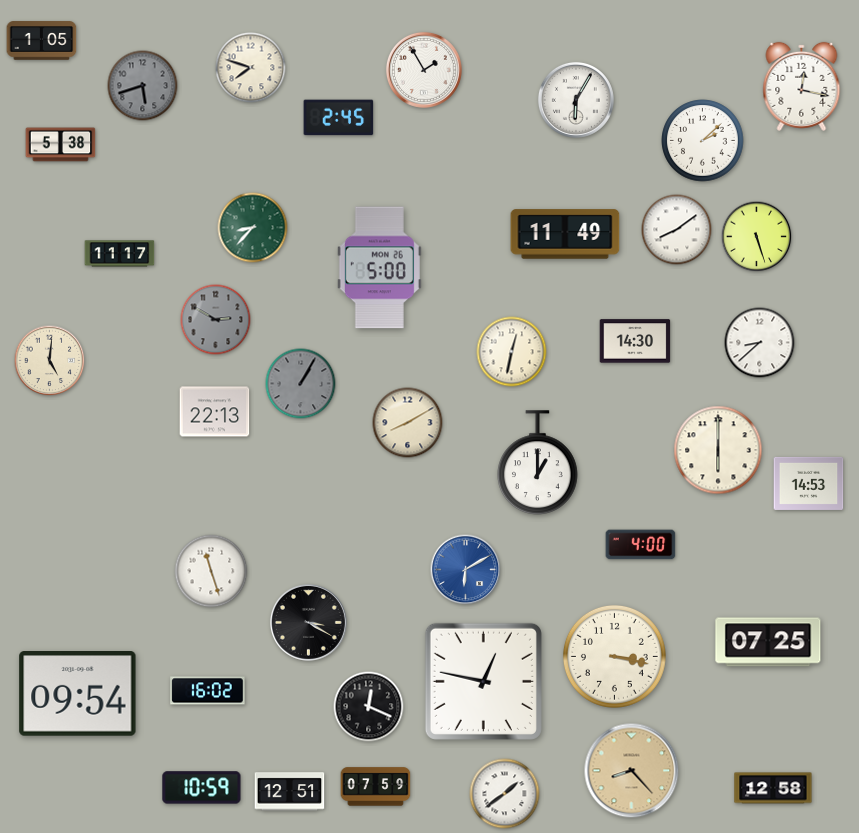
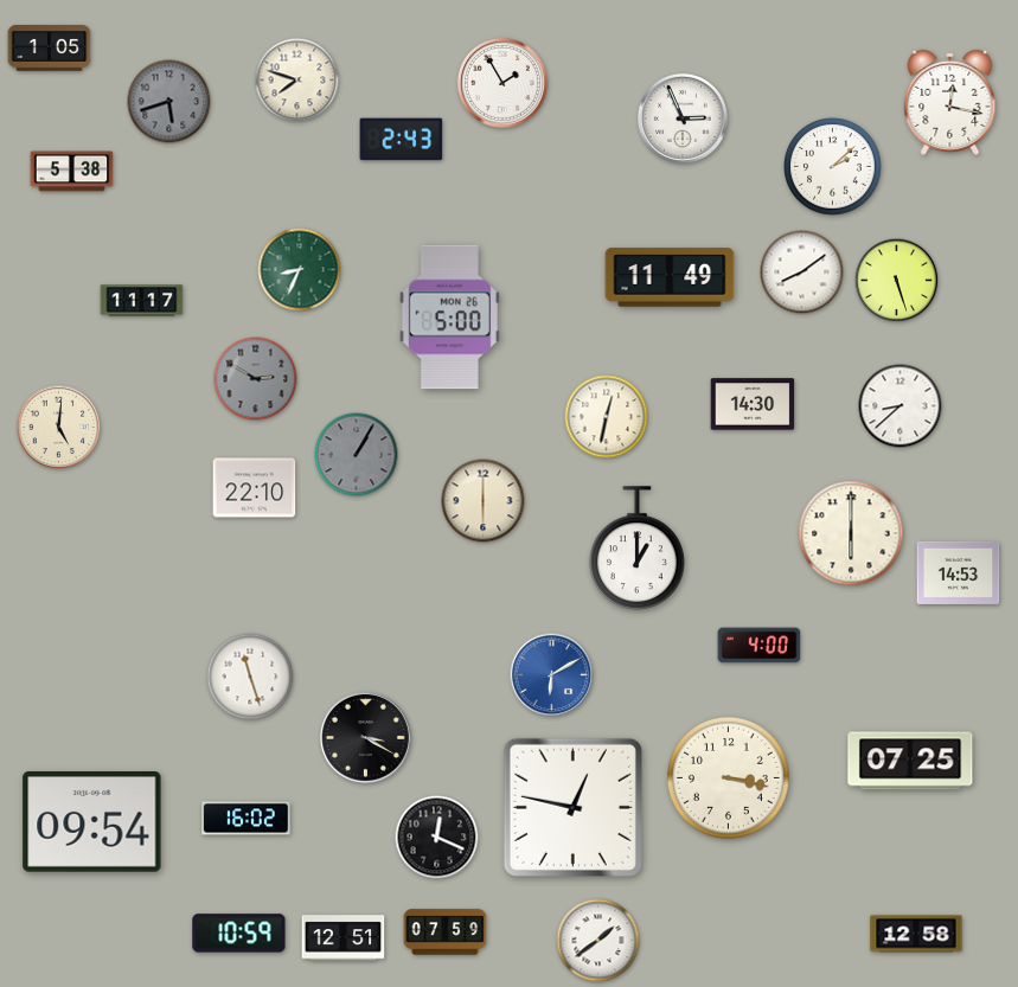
clock at (576, 100): 6:05 -> 2:56
clock at (339, 118): 2:45 -> 2:43
clock at (253, 228): 8:37 -> 8:34
clock at (215, 412): 22:13 -> 22:10
clock at (408, 423): 8:10 -> 6:00
clock at (632, 771): 8:23 -> none
